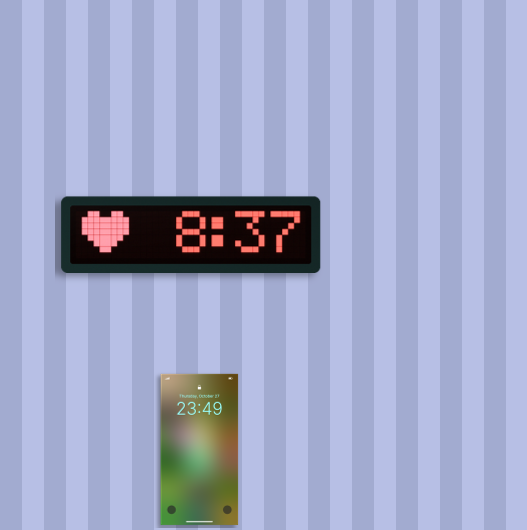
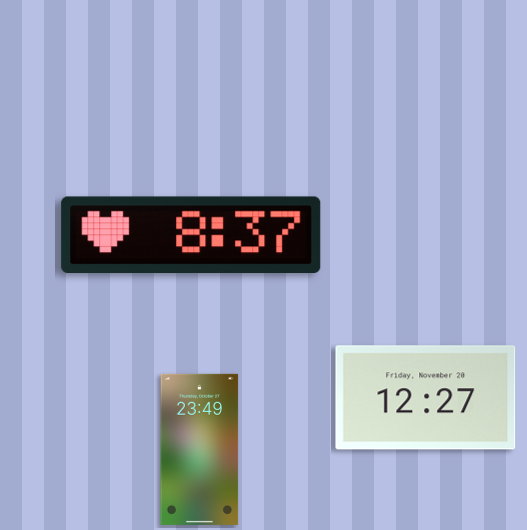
clock at (426, 398): none -> 12:27
